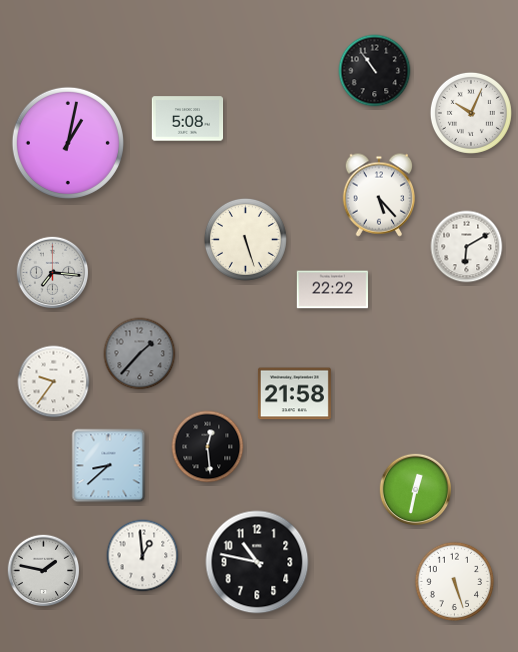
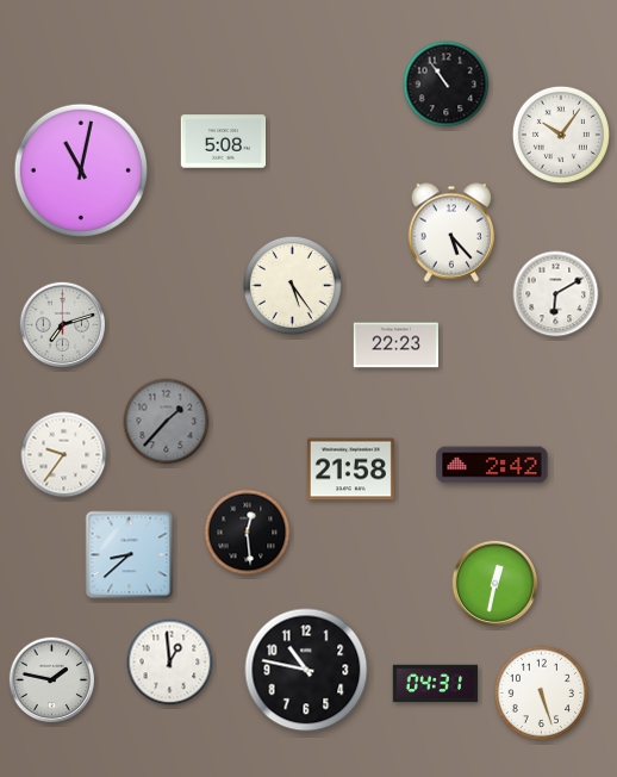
clock at (471, 113): 10:04 -> 10:06
clock at (68, 143): 1:02 -> 11:02
clock at (245, 239): 5:27 -> 5:24
clock at (53, 273): 7:16 -> 7:12
clock at (333, 290): 22:22 -> 22:23
clock at (492, 465): none -> 2:42
clock at (436, 684): none -> 04:31
